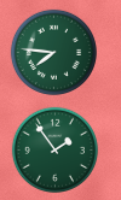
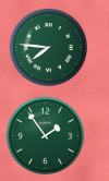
clock at (54, 149) position: (54, 149) -> (45, 135)
